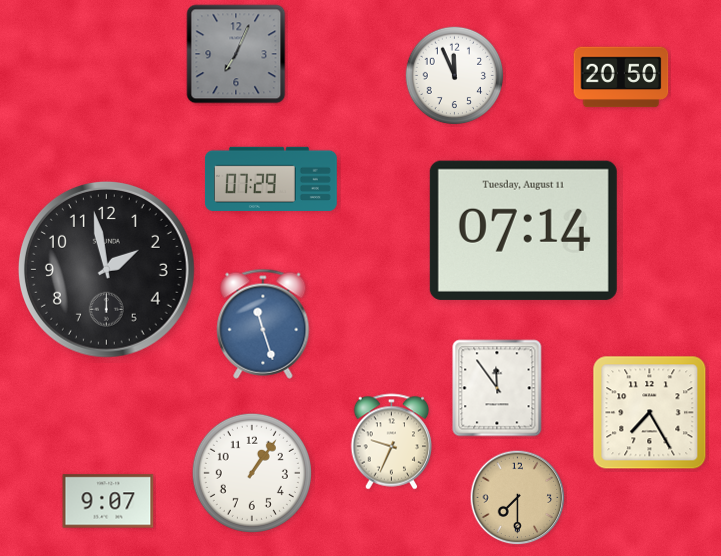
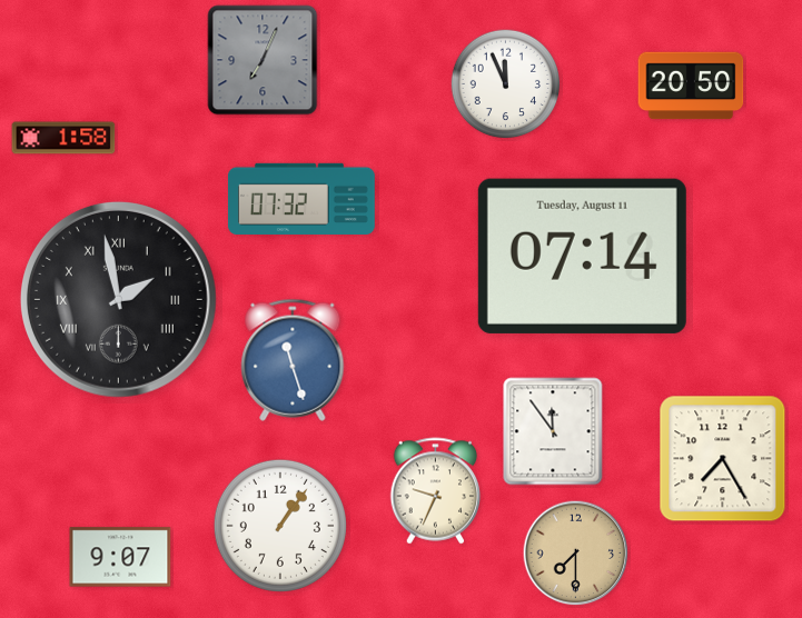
clock at (63, 138): none -> 1:58
clock at (271, 179): 07:29 -> 07:32
clock at (106, 269) numerals: Arabic -> Roman
